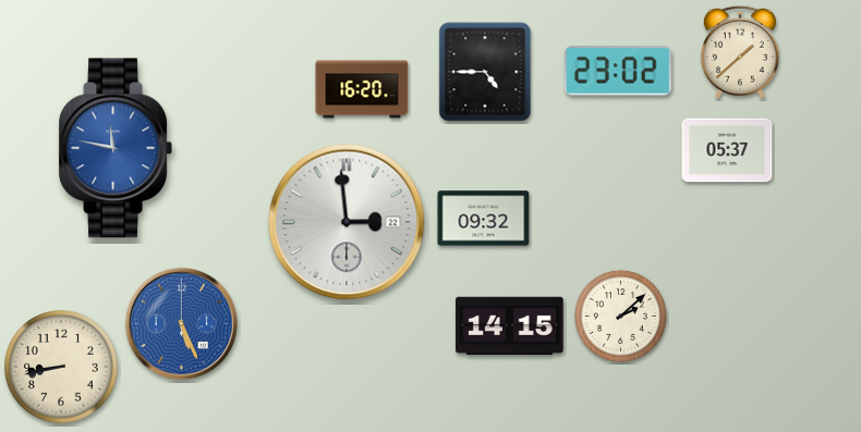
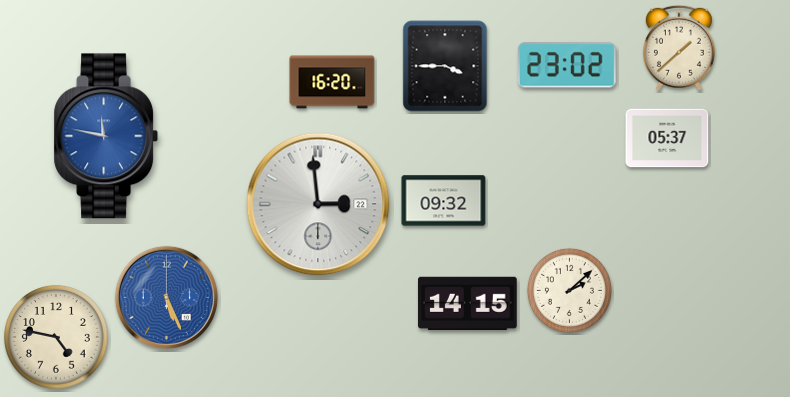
clock at (485, 72): 4:45 -> 3:45
clock at (510, 326) position: (510, 326) -> (468, 304)
clock at (62, 367): 8:43 -> 4:47
